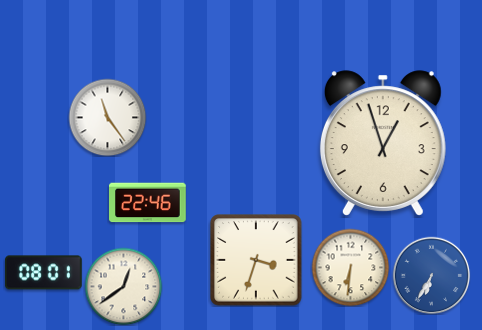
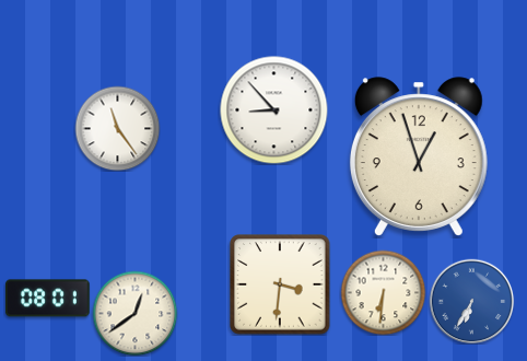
clock at (274, 110): none -> 8:53
clock at (148, 203): 22:46 -> none
clock at (256, 260): 3:33 -> 3:31
